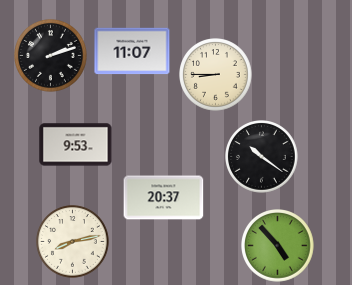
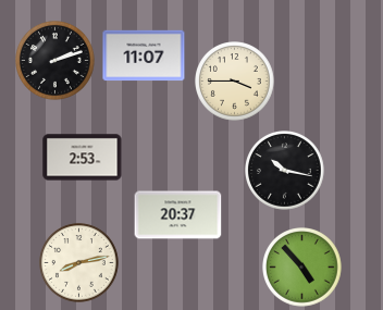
clock at (216, 75): 8:45 -> 3:45
clock at (76, 145): 9:53 -> 2:53
clock at (262, 157): 10:21 -> 10:17
